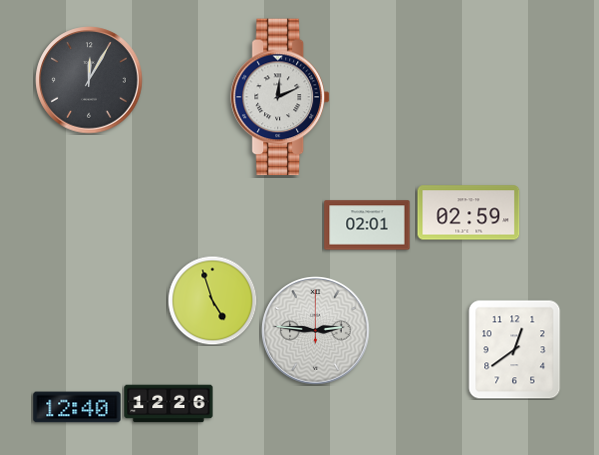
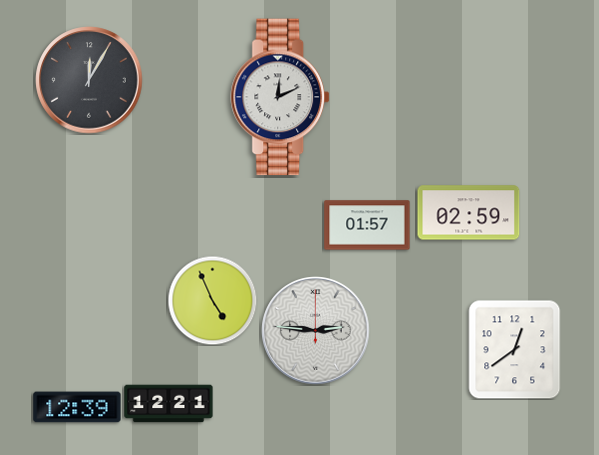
clock at (367, 225): 02:01 -> 01:57
clock at (212, 300): 4:57 -> 4:56
clock at (169, 404): 12:26 -> 12:21
clock at (77, 407): 12:40 -> 12:39
